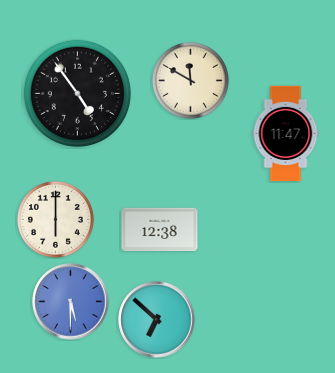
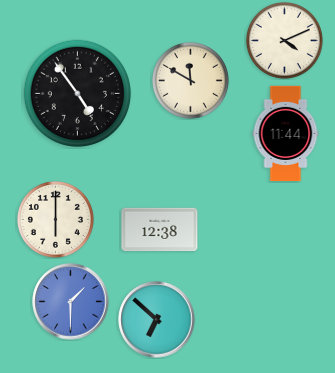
clock at (284, 40): none -> 4:11
clock at (286, 134): 11:47 -> 11:44
clock at (71, 302): 5:30 -> 1:30
